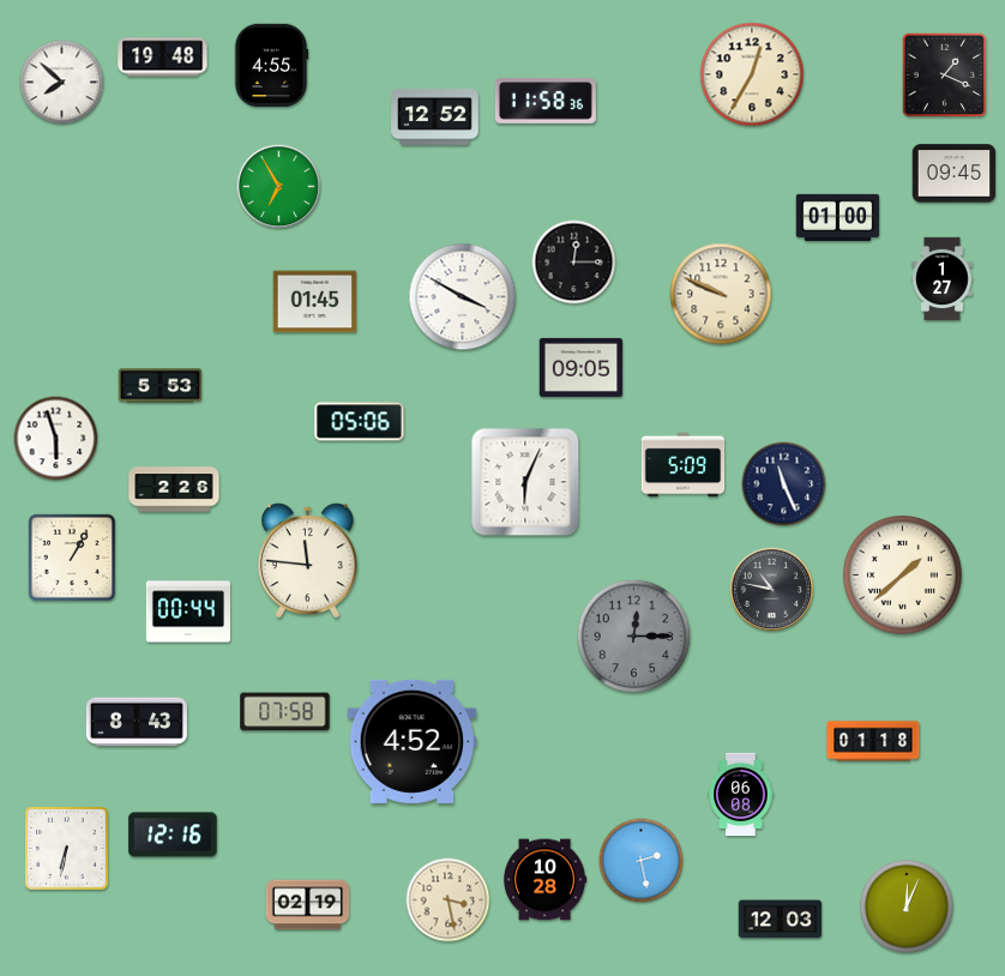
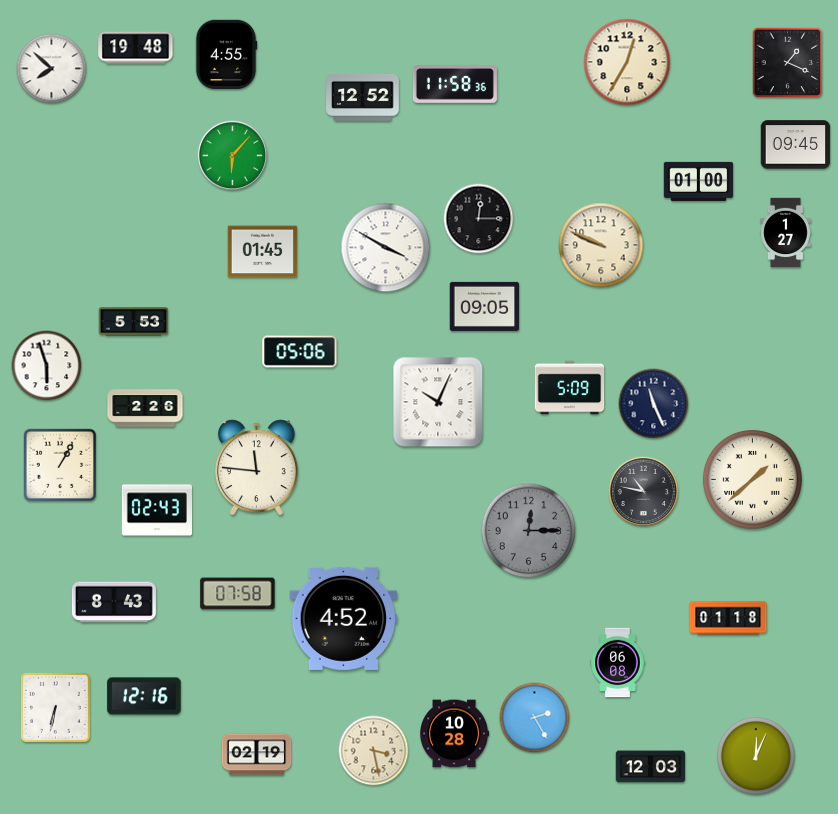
clock at (278, 186): 6:55 -> 6:07
clock at (525, 482): 6:04 -> 10:04
clock at (187, 611): 00:44 -> 02:43
clock at (642, 861): 2:28 -> 2:25
